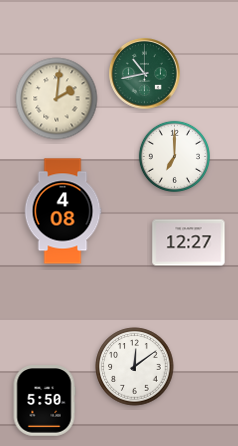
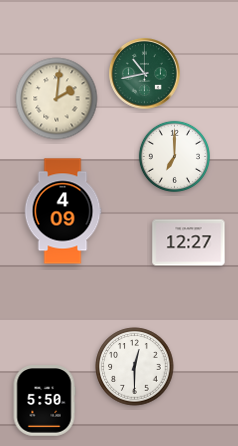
clock at (63, 211): 4:08 -> 4:09
clock at (135, 367): 12:09 -> 12:30
